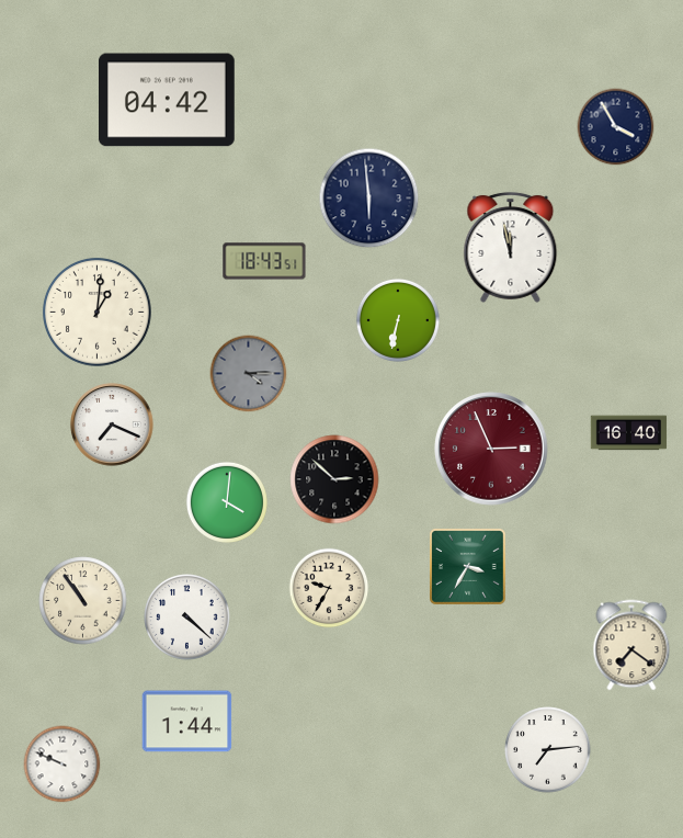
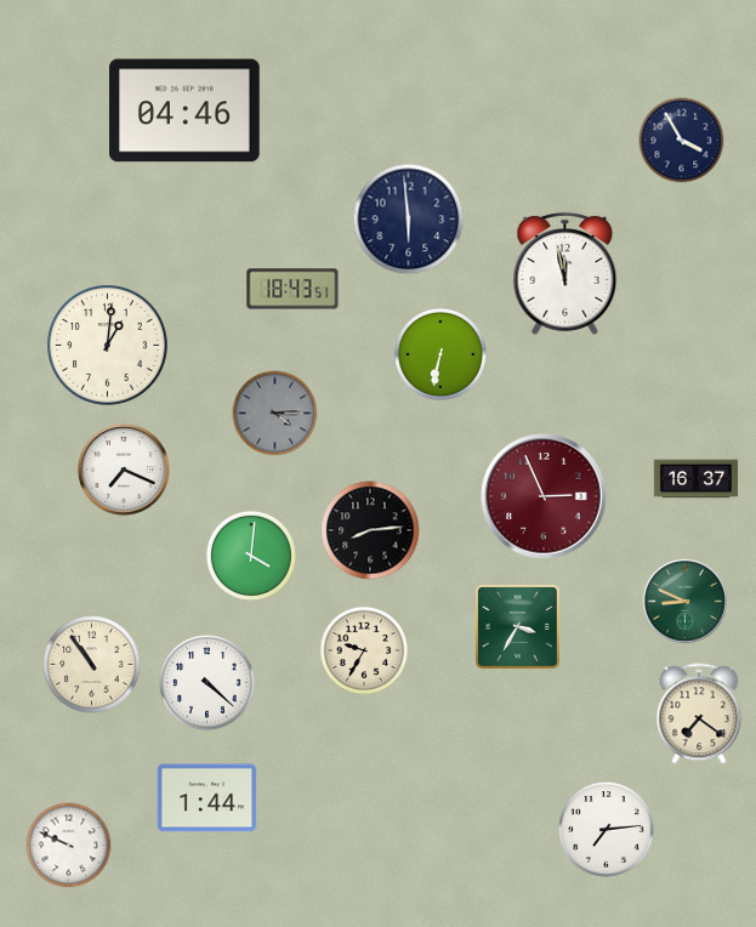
clock at (168, 100): 04:42 -> 04:46
clock at (629, 433): 16:40 -> 16:37
clock at (334, 479): 2:52 -> 8:14
clock at (684, 601): none -> 8:49
